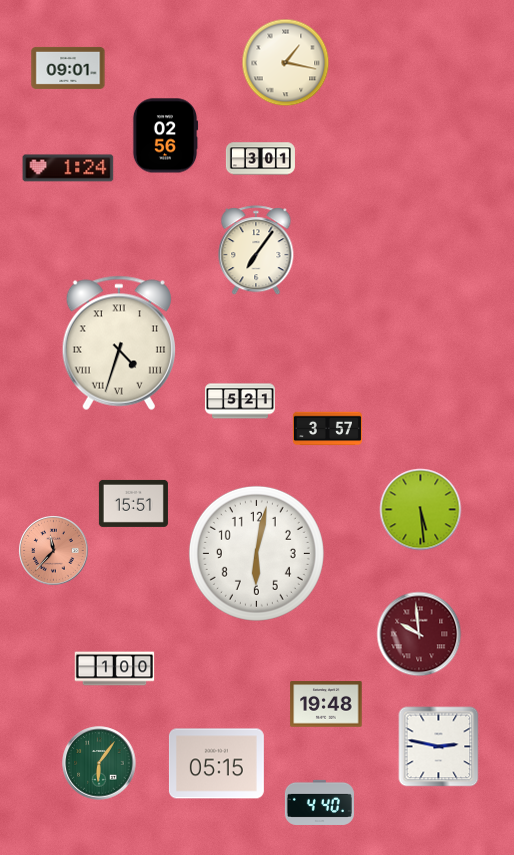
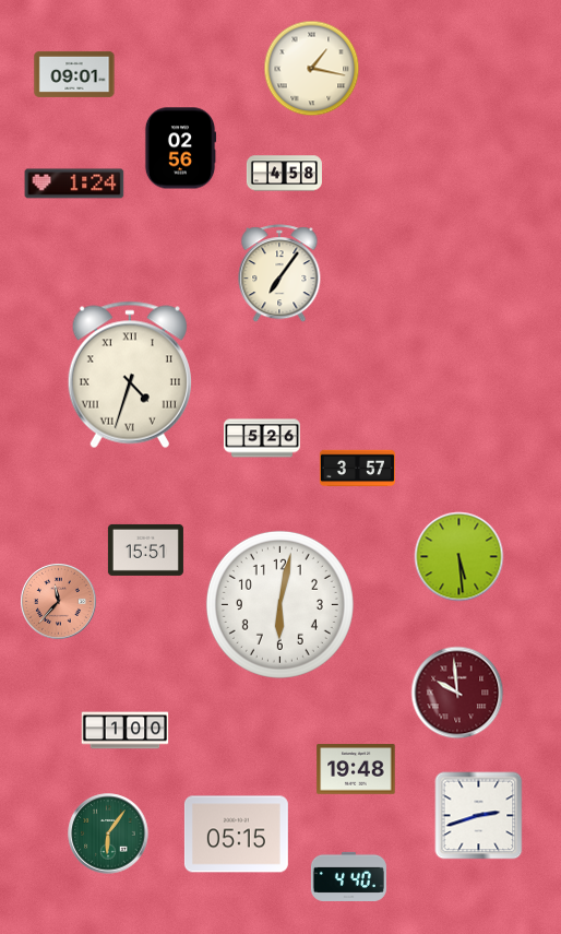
clock at (260, 159): 3:01 -> 4:58
clock at (240, 401): 5:21 -> 5:26
clock at (439, 747): 2:47 -> 2:42
